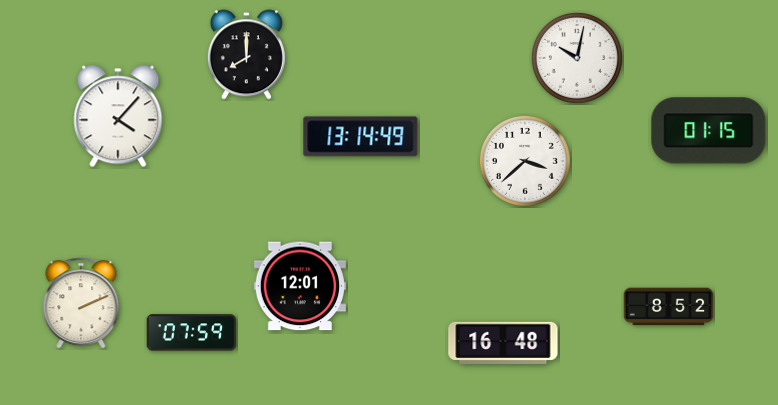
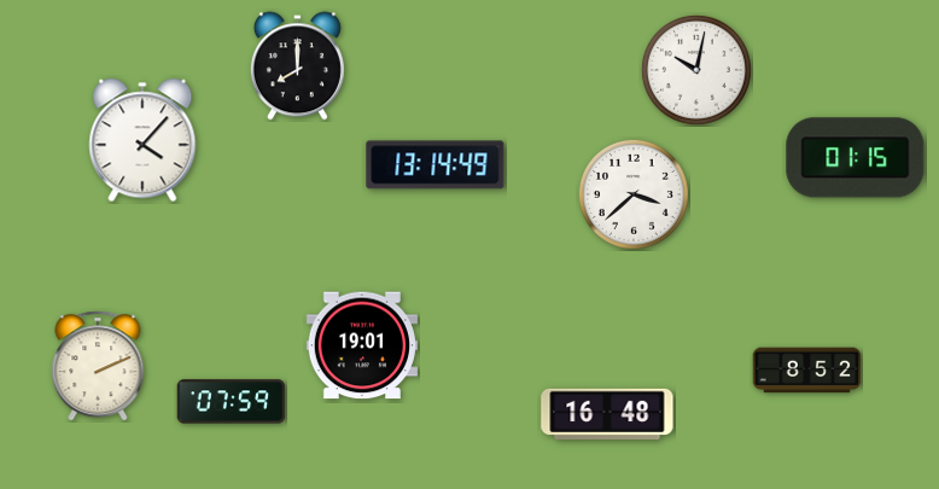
clock at (300, 286): 12:01 -> 19:01
